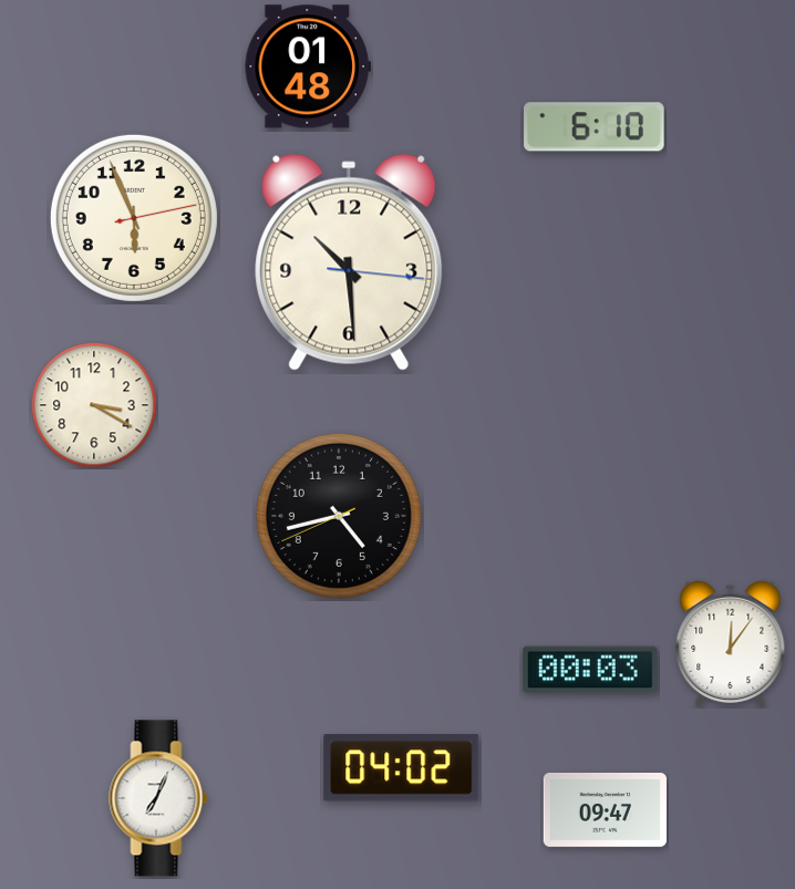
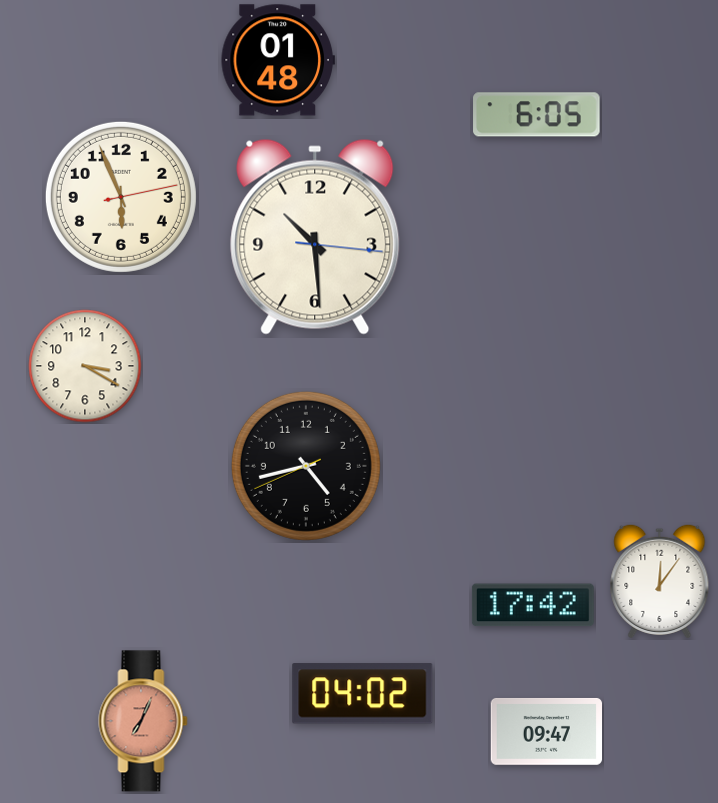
clock at (595, 127): 6:10 -> 6:05
clock at (590, 670): 00:03 -> 17:42
clock at (158, 798) dial: white -> salmon
